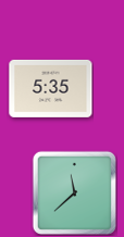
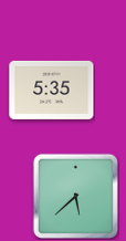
clock at (74, 192): 11:38 -> 5:38
